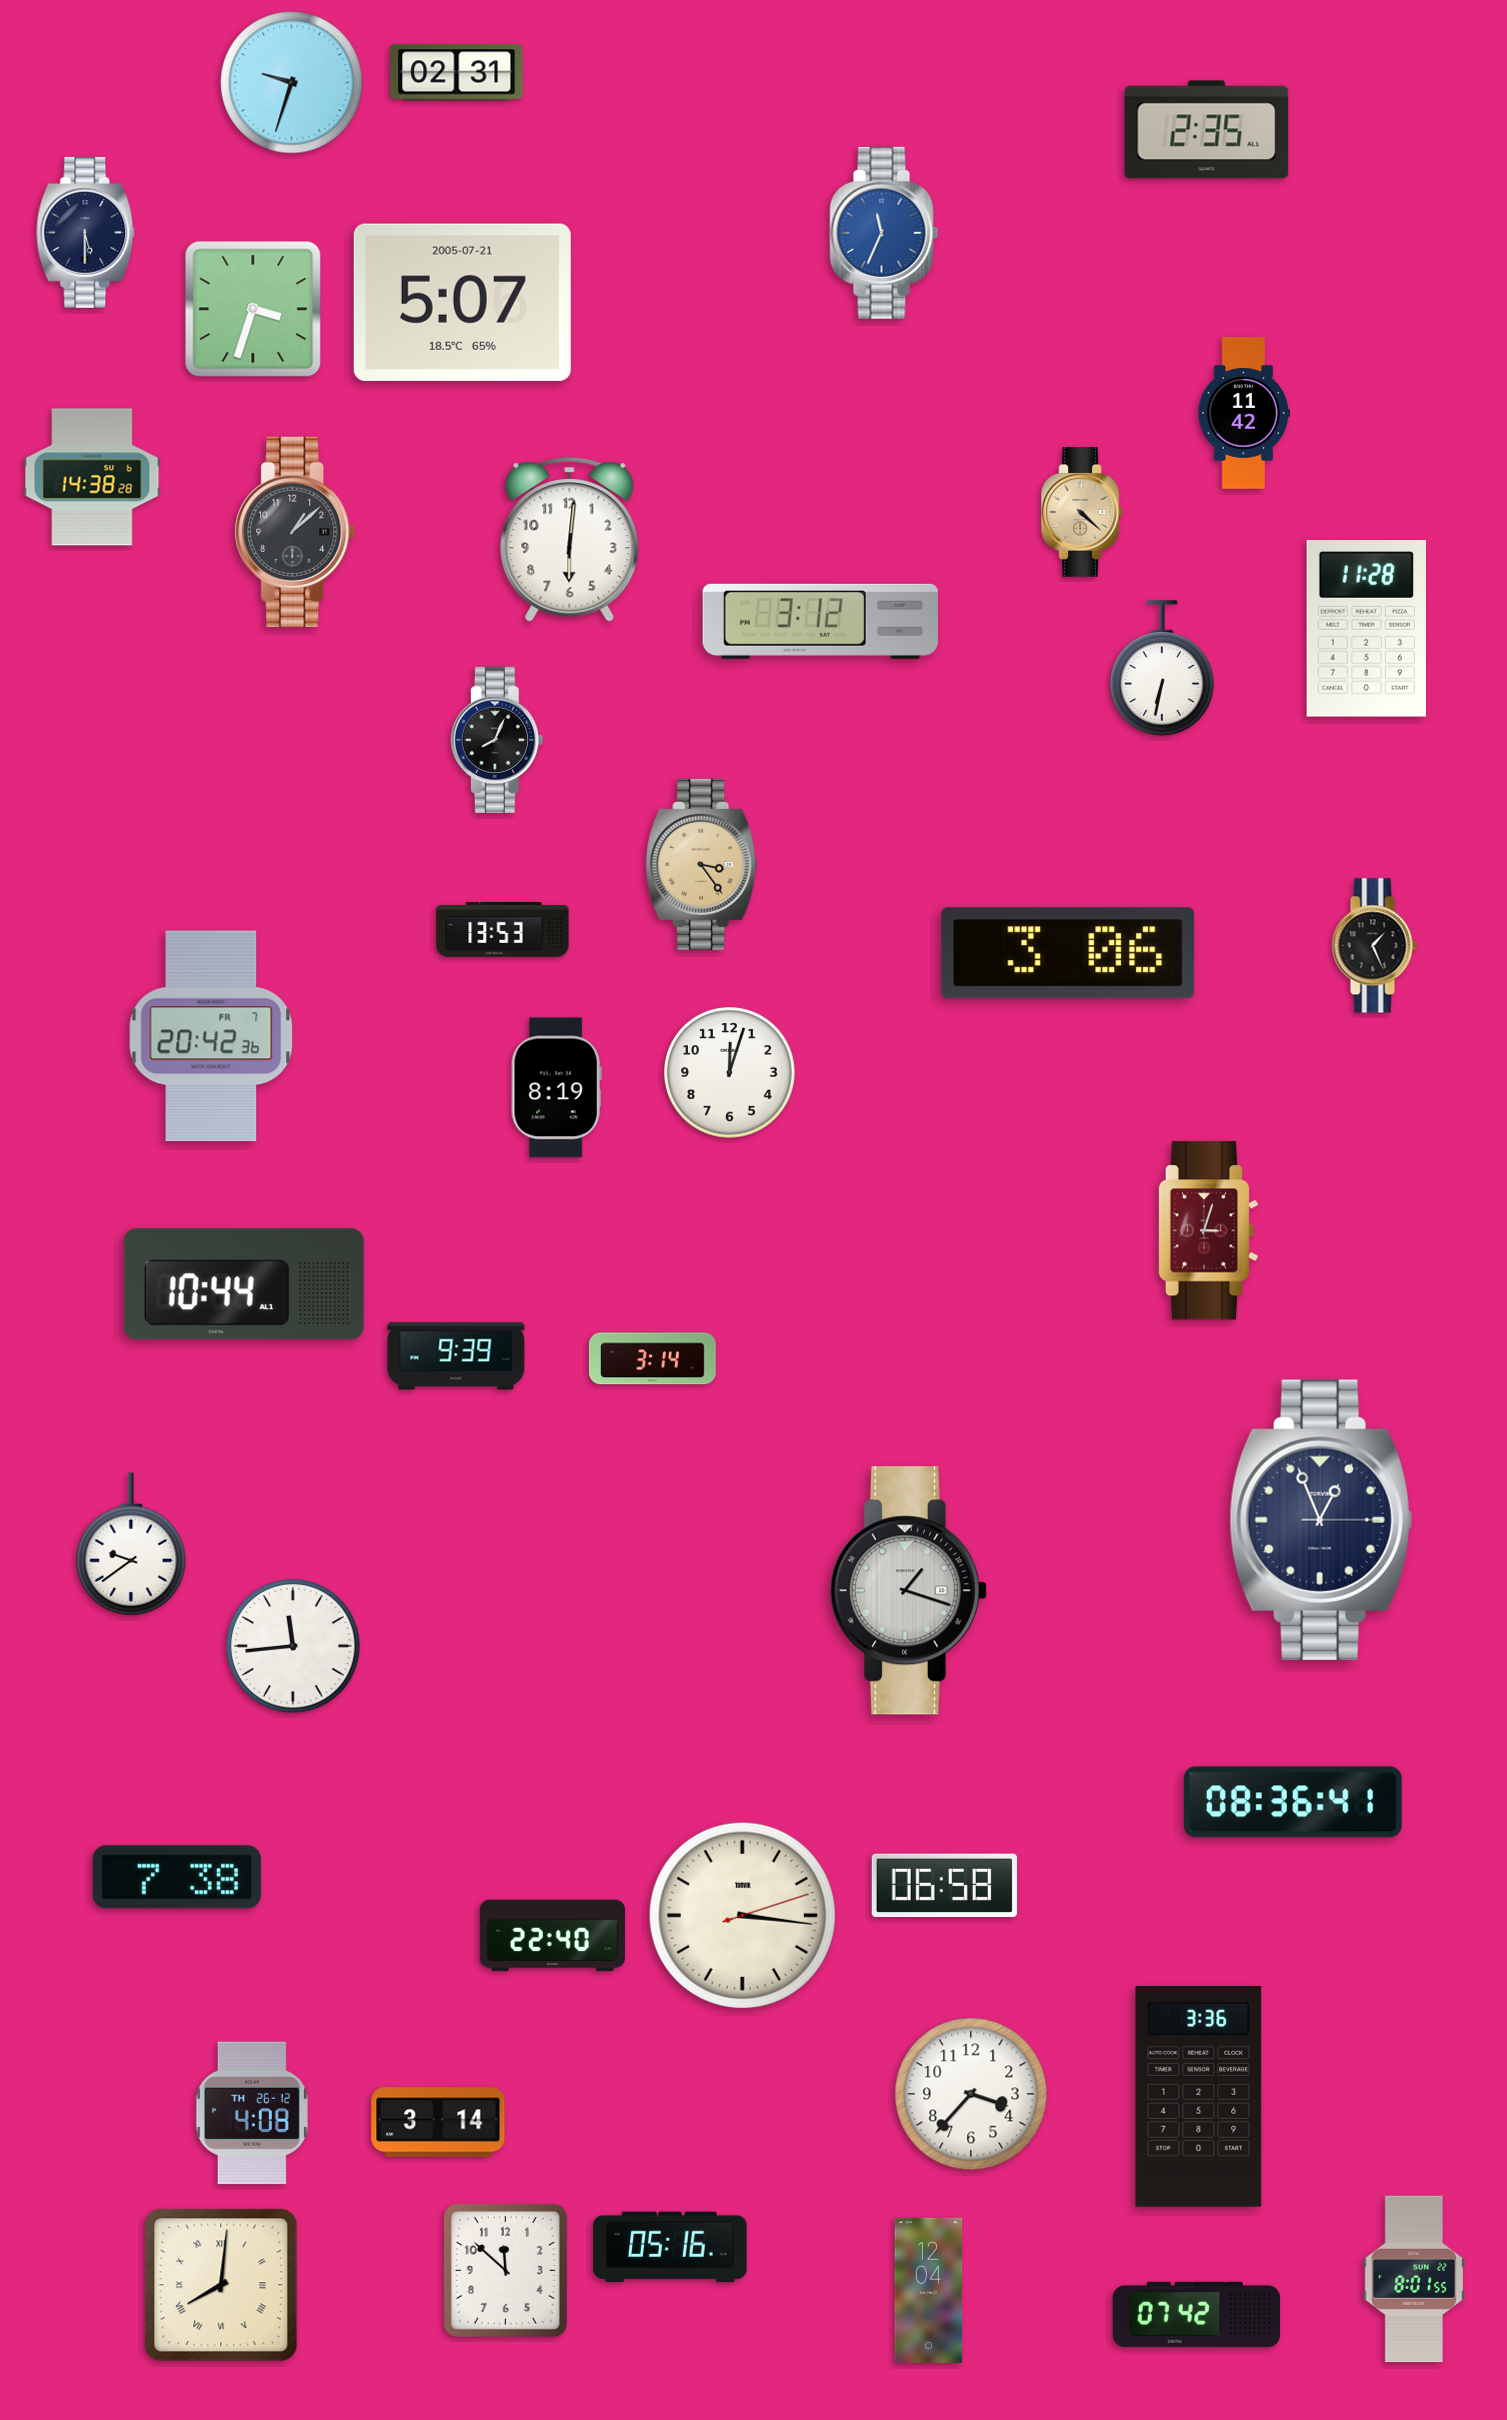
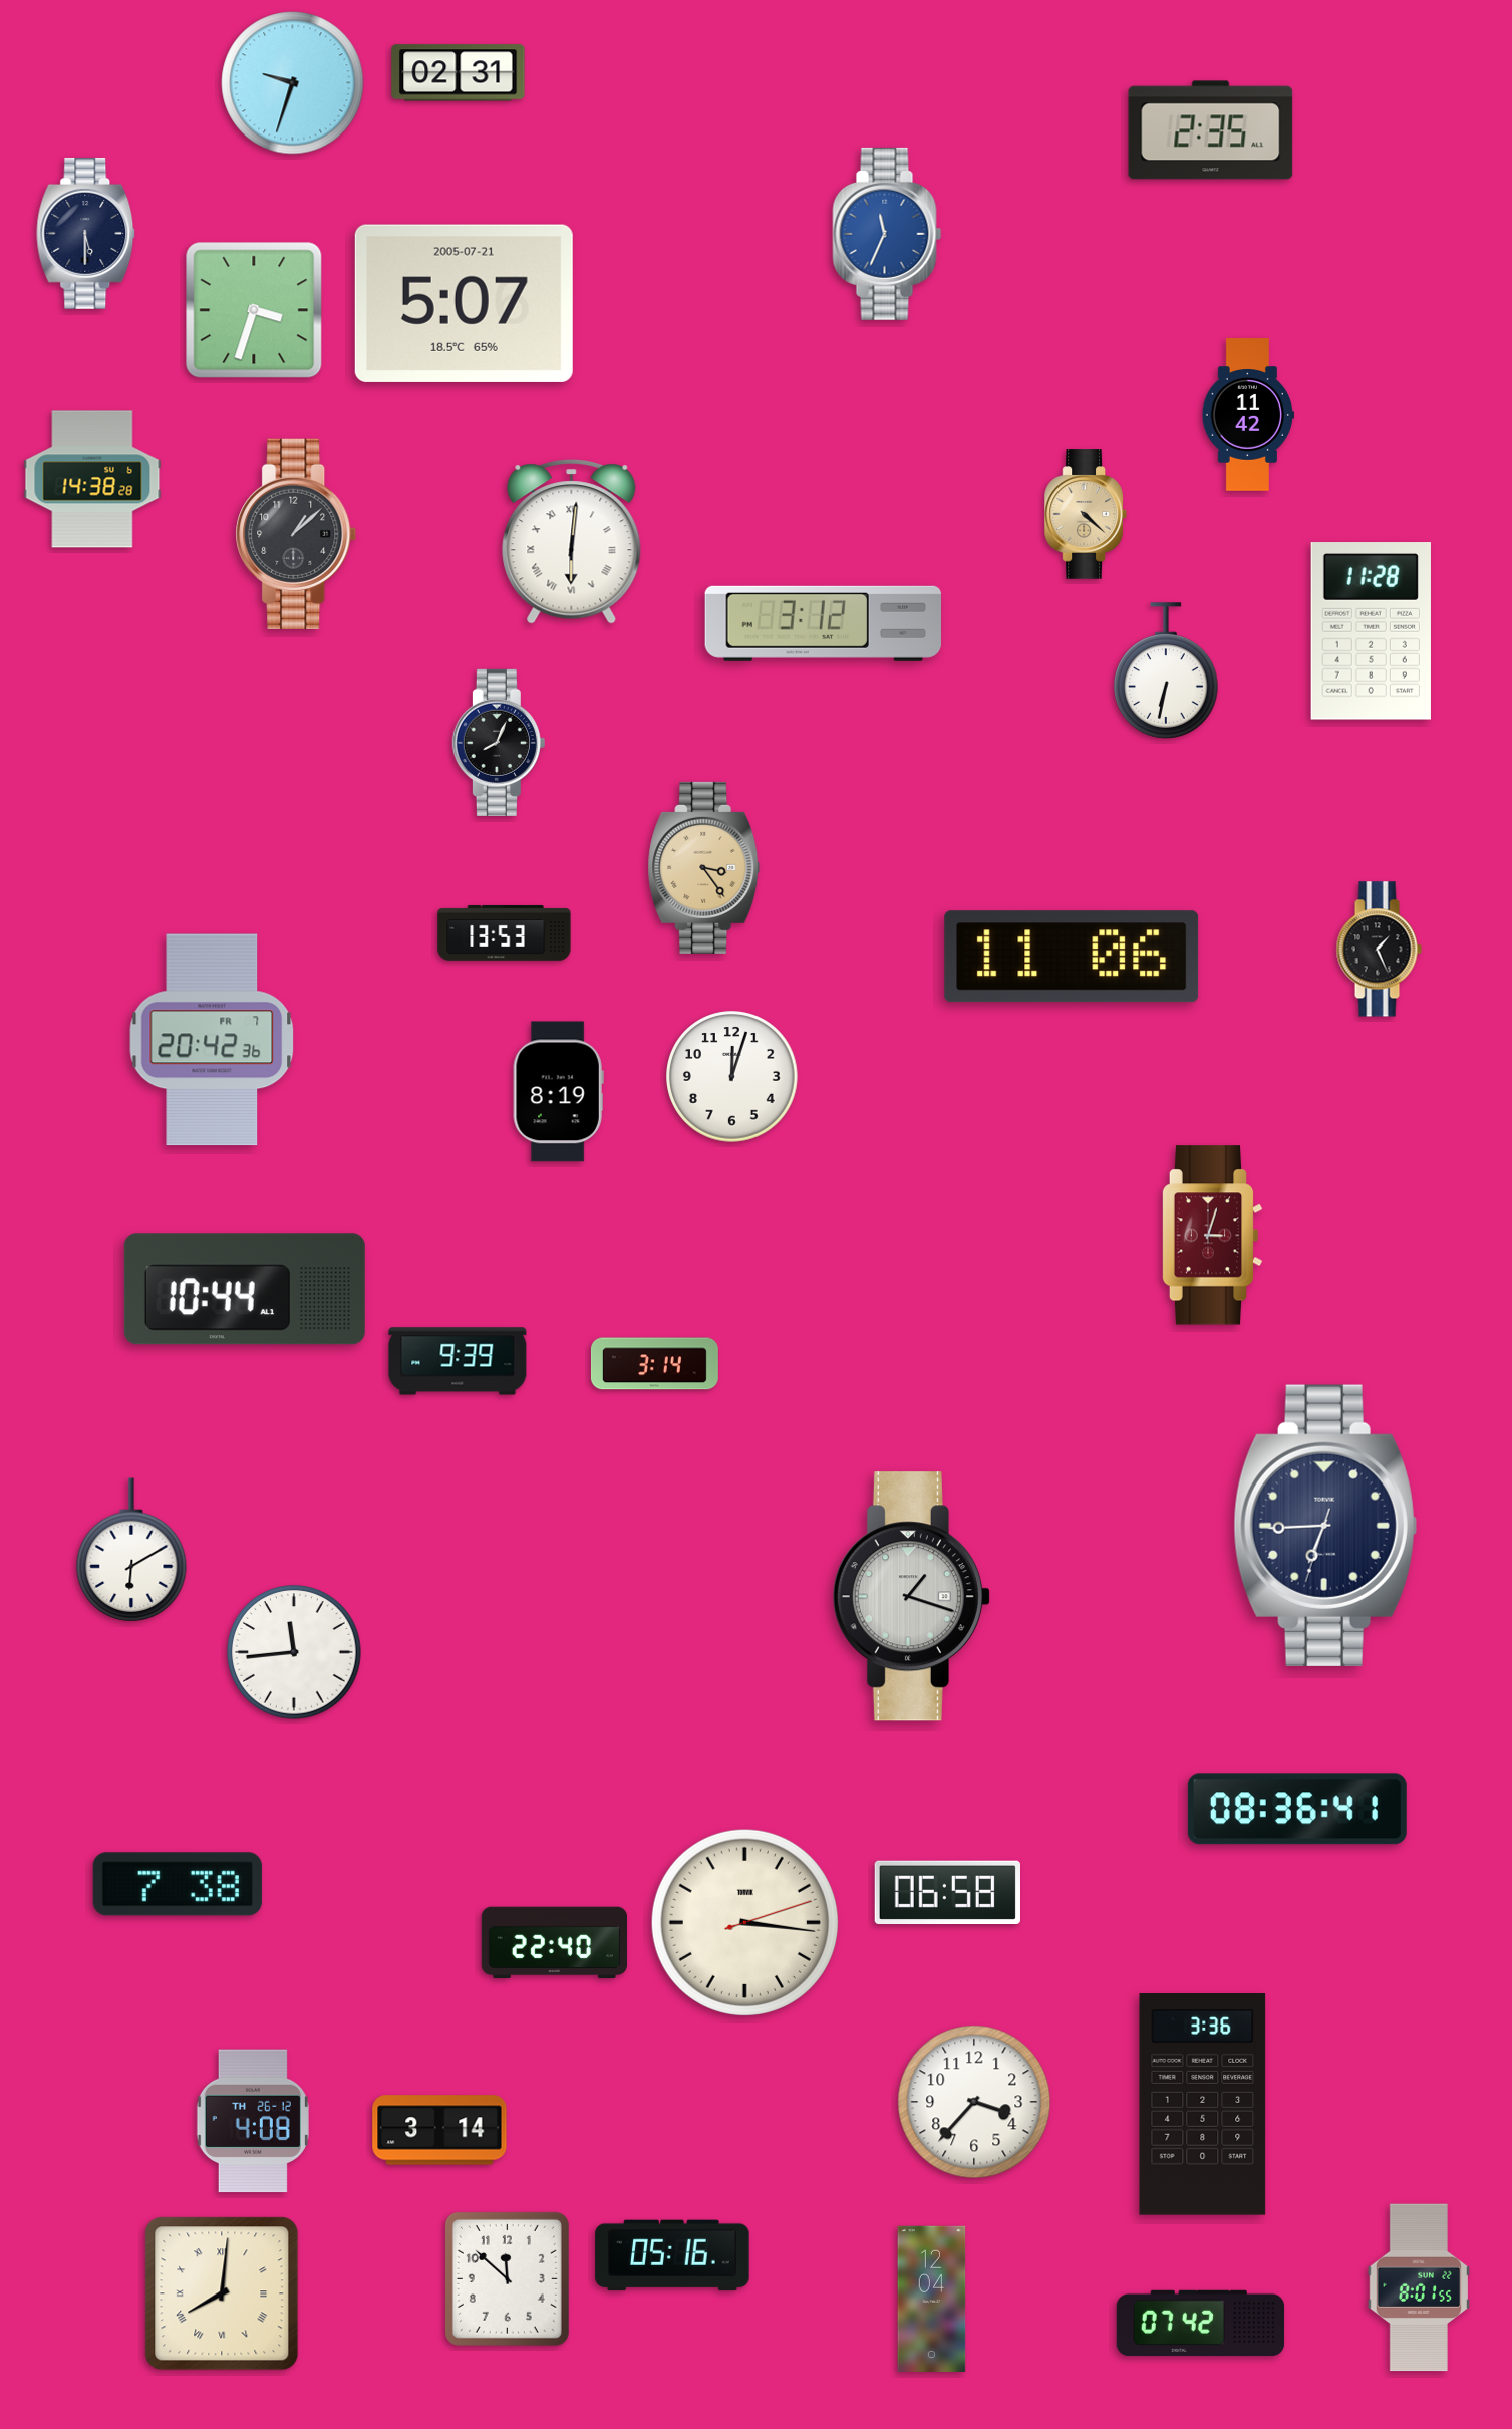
clock at (570, 540) numerals: Arabic -> Roman
clock at (1068, 953): 3:06 -> 11:06
clock at (1321, 1520): 12:56 -> 6:44
clock at (131, 1544): 9:39 -> 6:10
